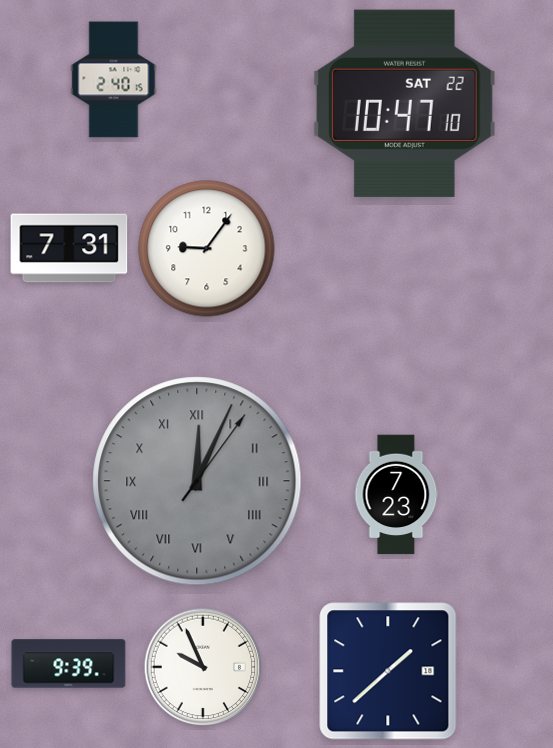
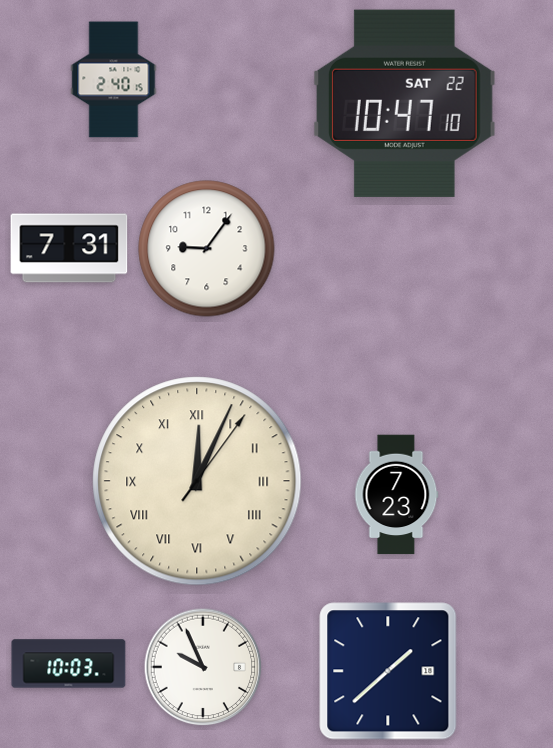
clock at (197, 481) dial: grey -> cream
clock at (69, 664): 9:39 -> 10:03
